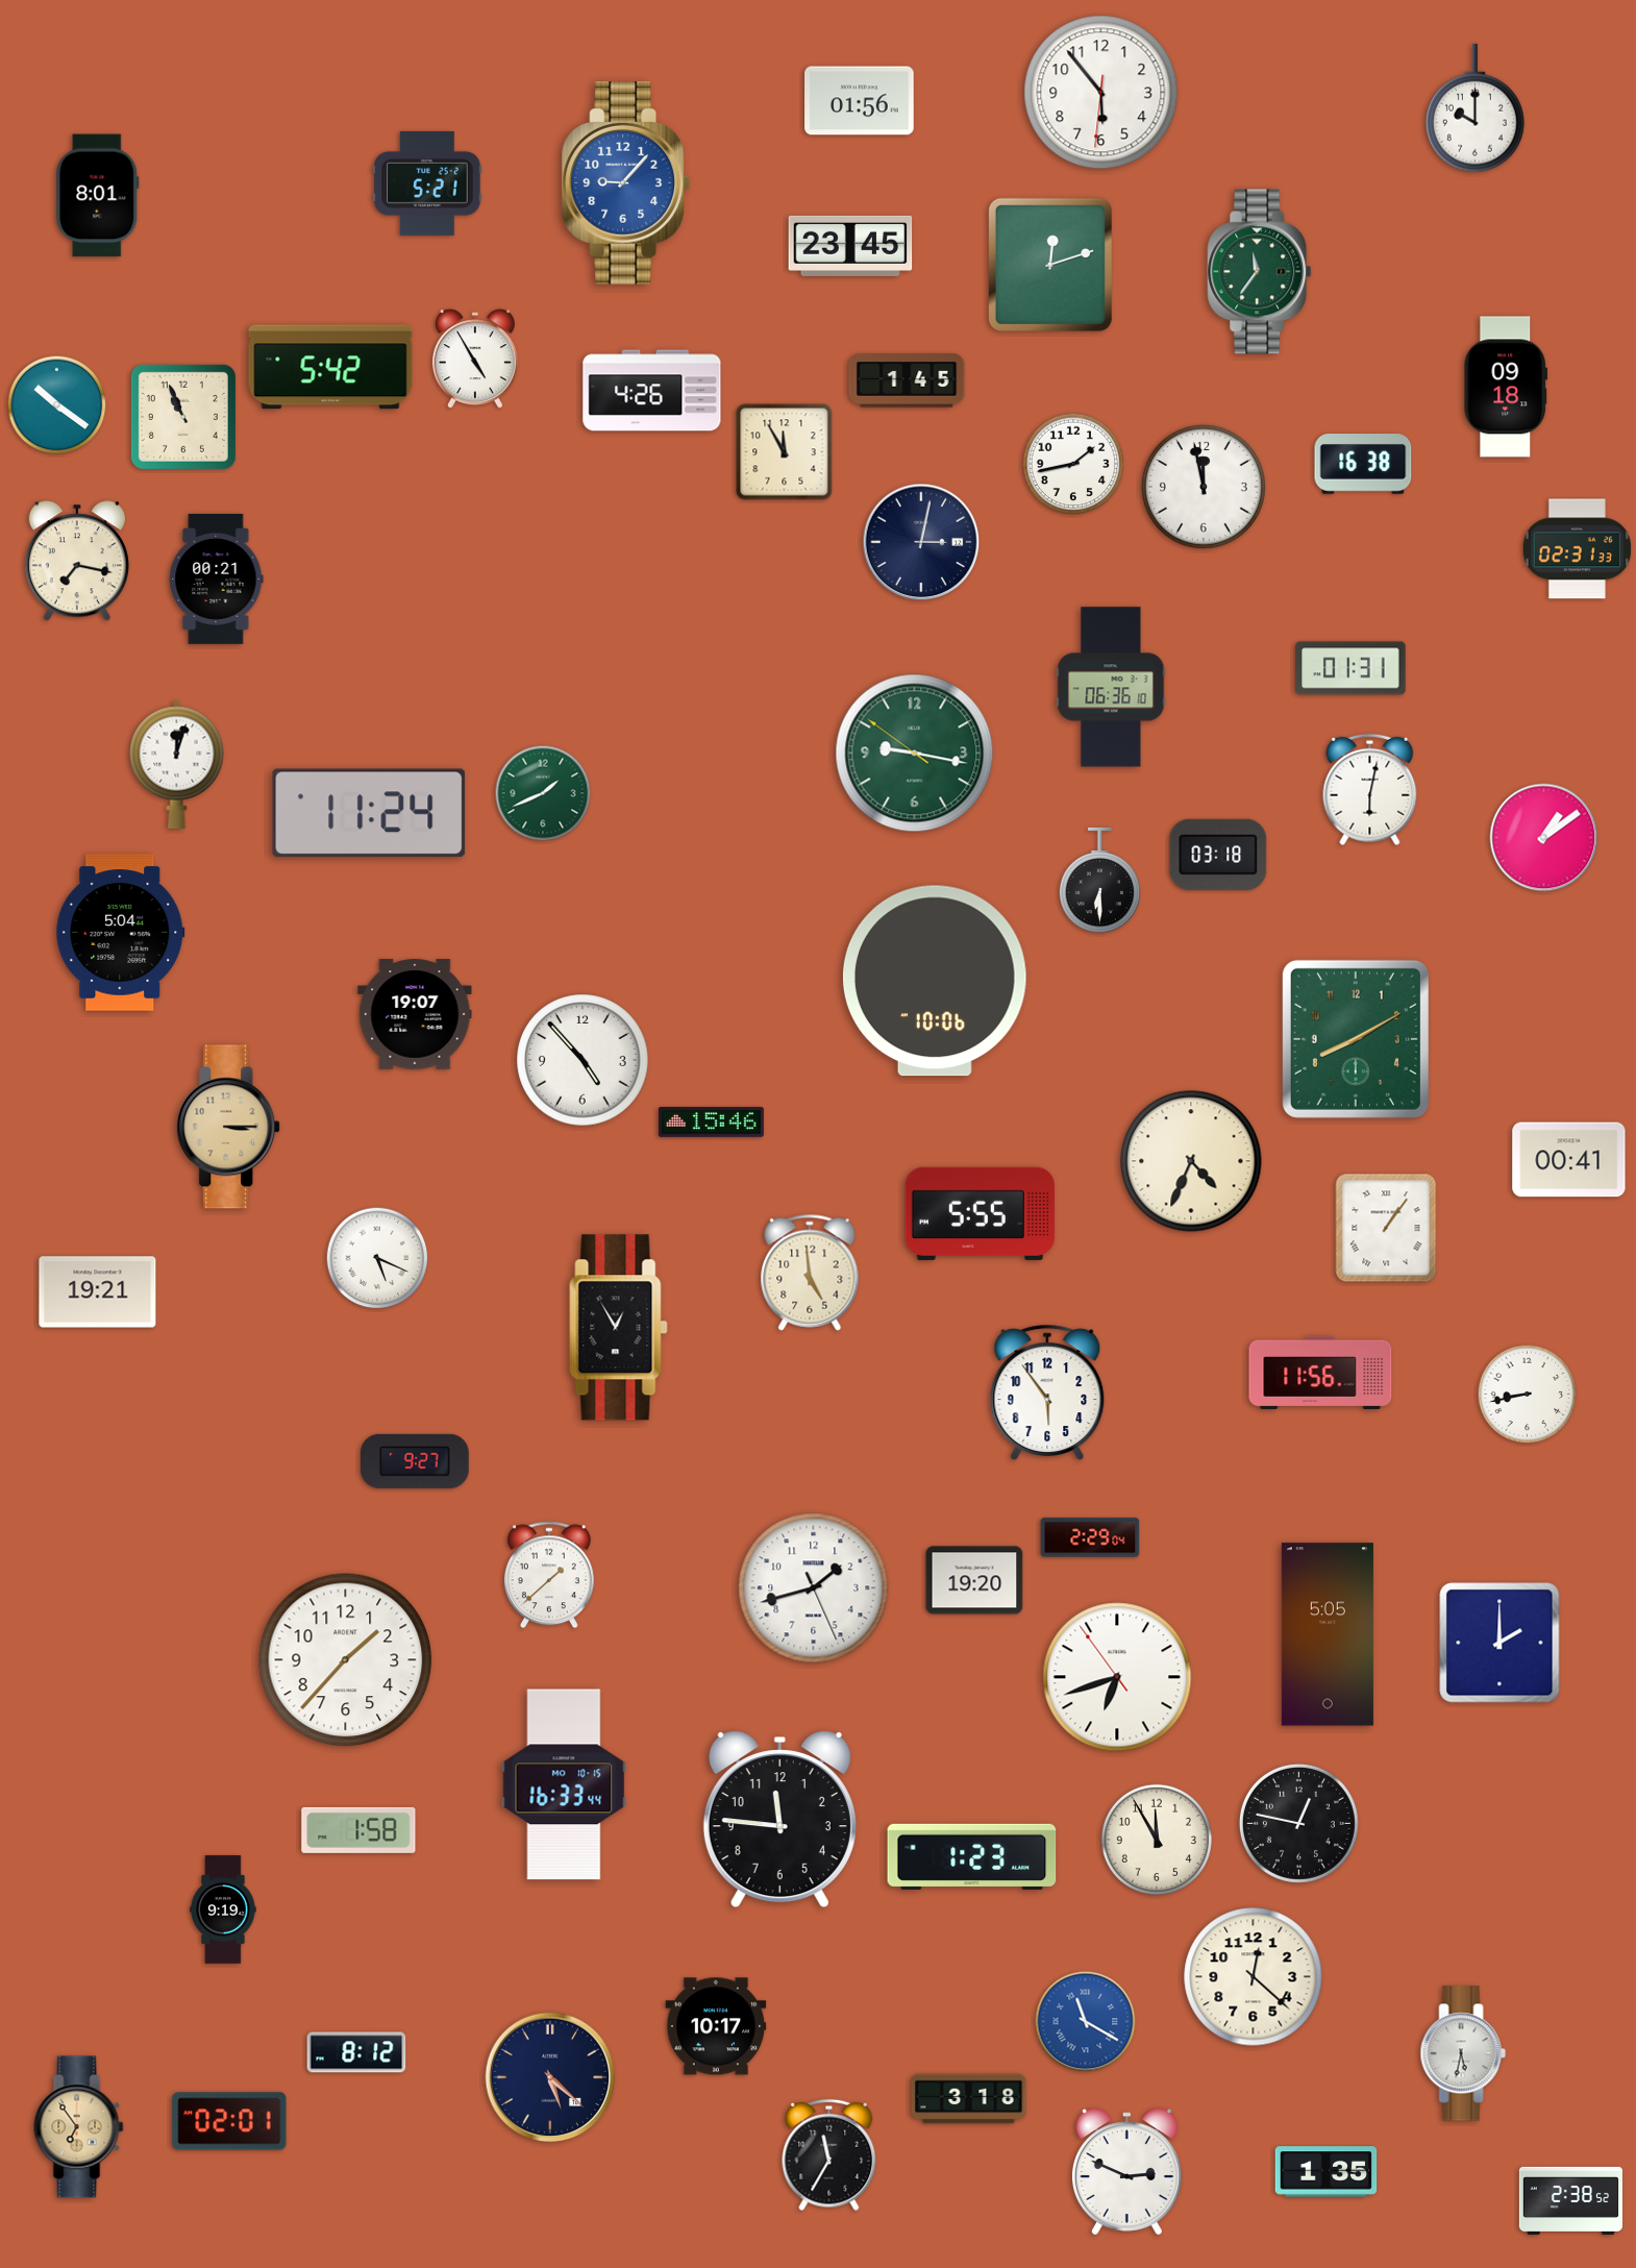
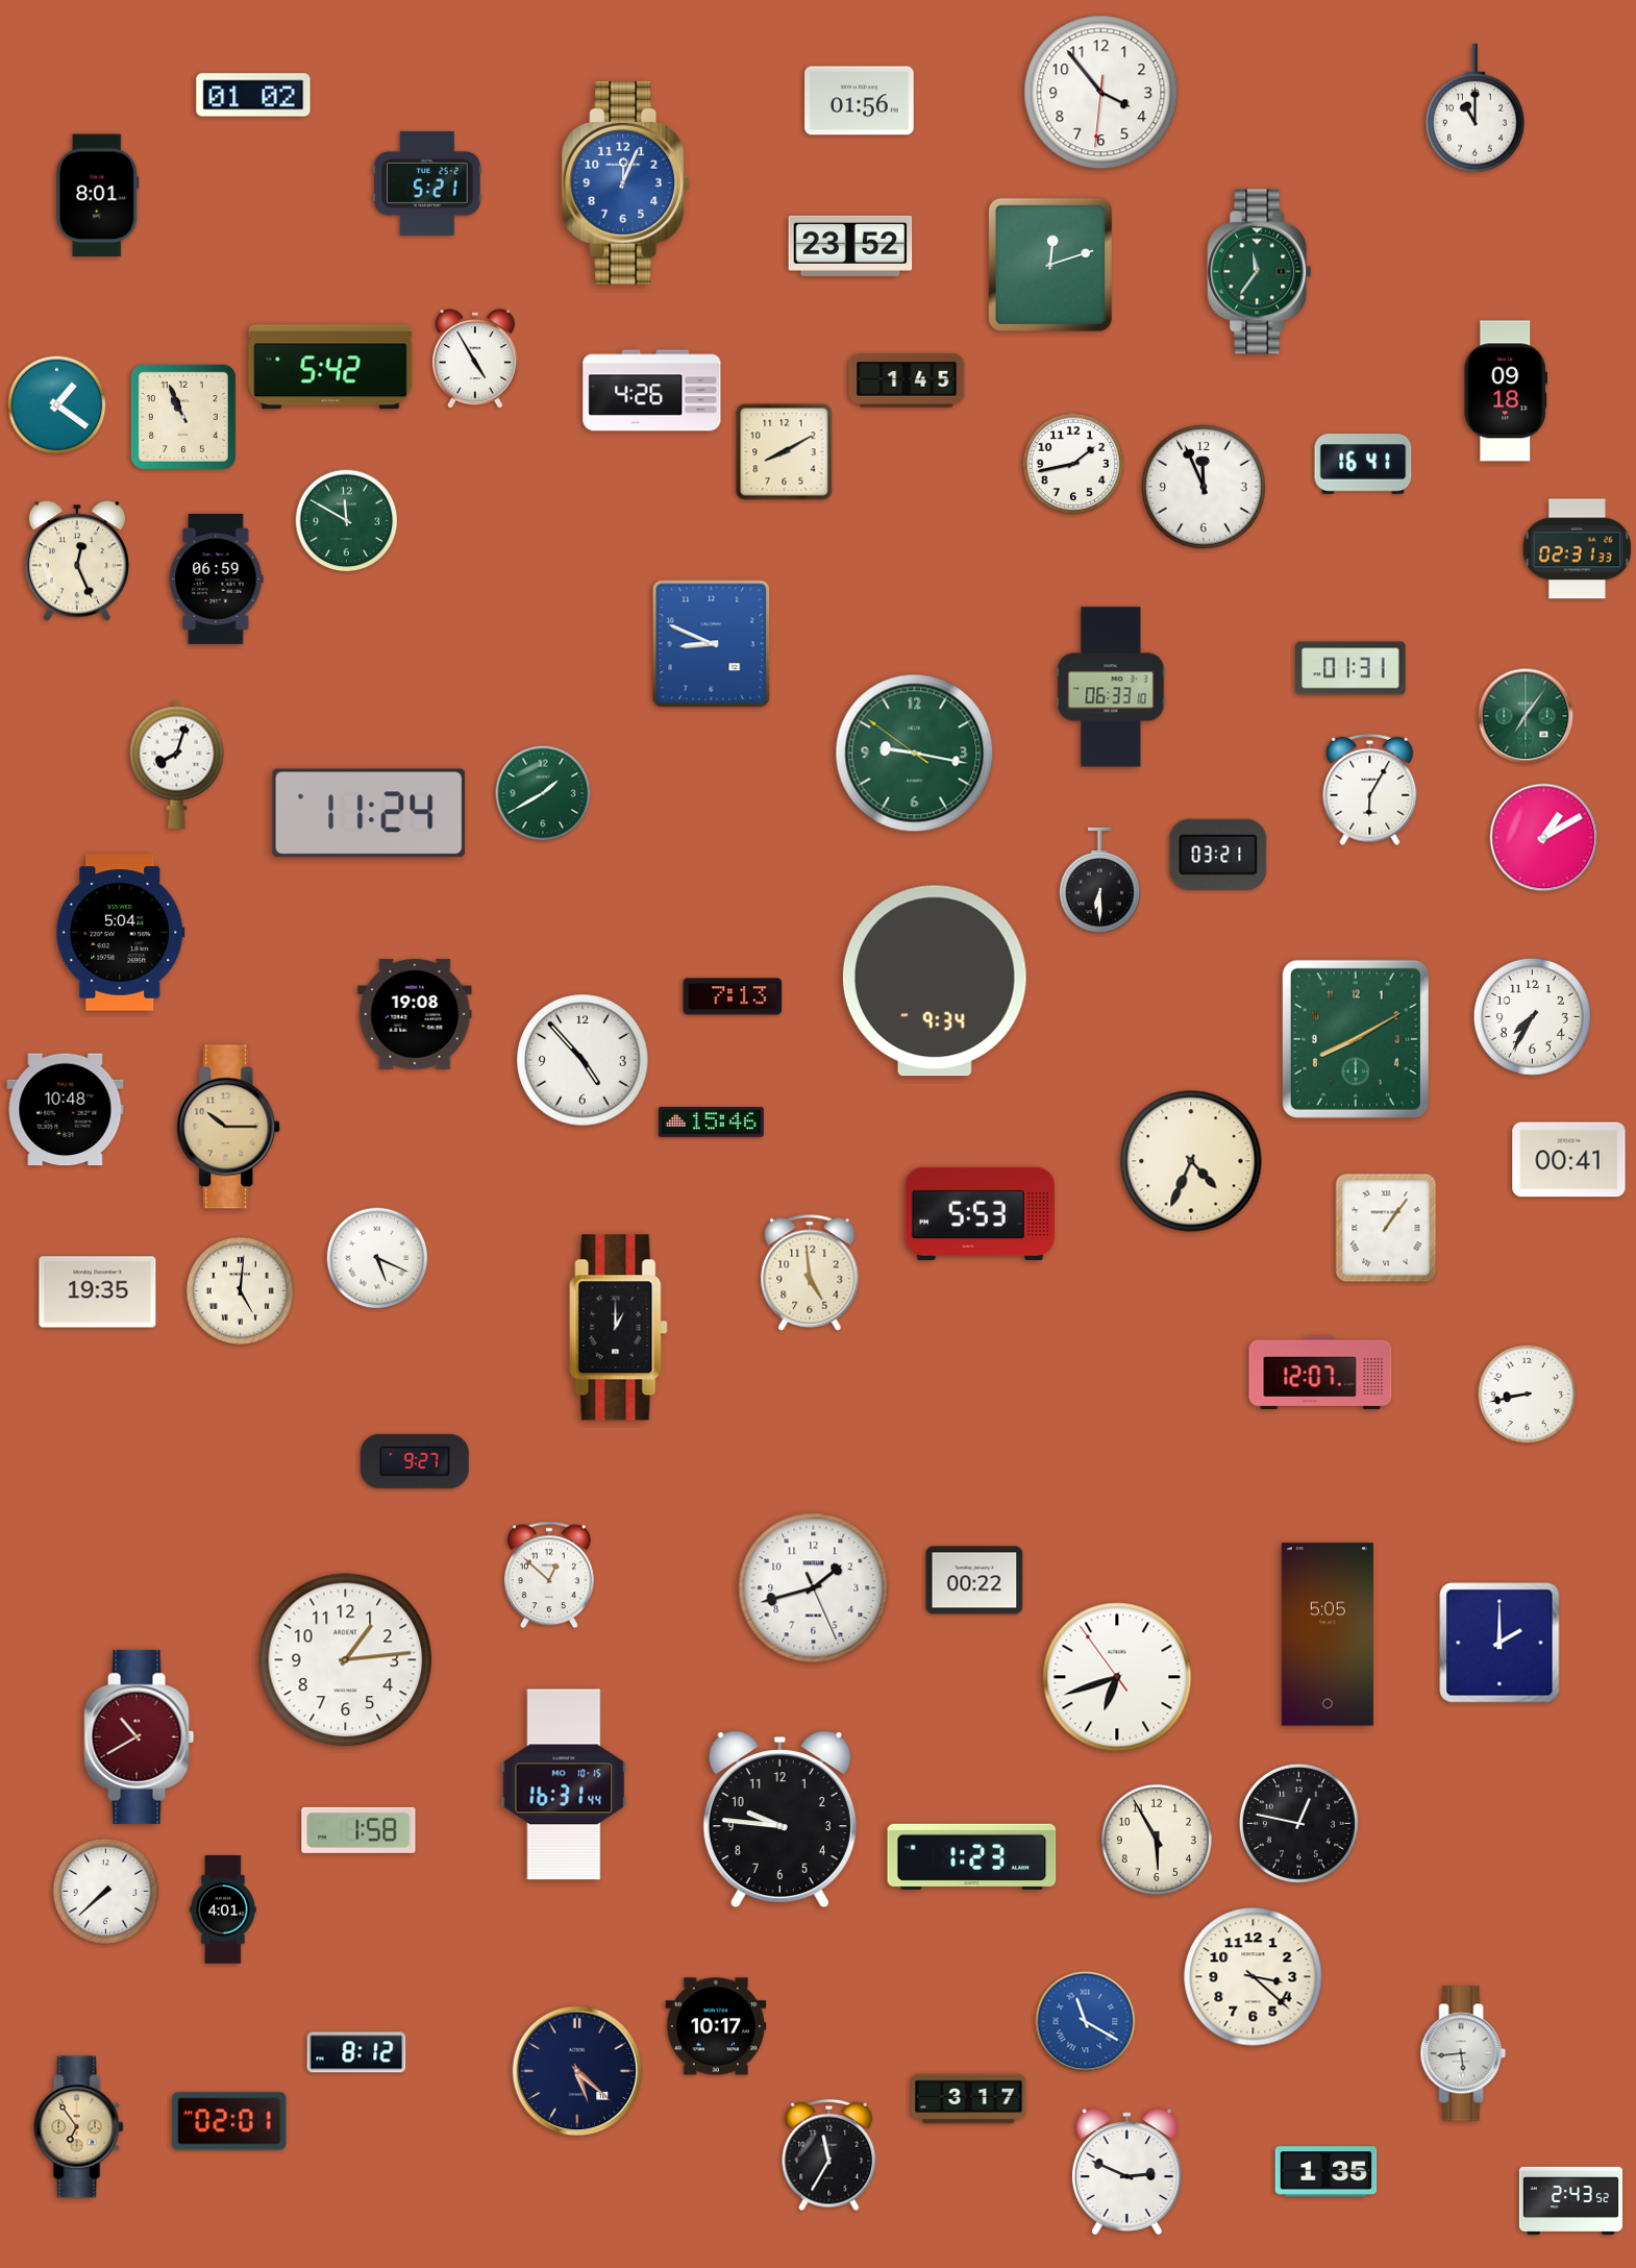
clock at (1101, 93): 5:53 -> 3:53
clock at (253, 95): none -> 01:02
clock at (1476, 108): 10:00 -> 11:00
clock at (626, 183): 9:07 -> 12:04
clock at (850, 246): 23:45 -> 23:52
clock at (1505, 387) position: (1505, 387) -> (1505, 391)
clock at (57, 405): 10:21 -> 1:21
clock at (785, 452): 11:55 -> 8:10
clock at (1363, 464): 16:38 -> 16:41
clock at (1204, 487): 11:58 -> 11:56
clock at (347, 521): none -> 11:50
clock at (921, 542): 3:02 -> none
clock at (77, 561): 7:17 -> 12:26
clock at (217, 578): 00:21 -> 06:59
clock at (712, 644): none -> 8:49
clock at (1111, 687): 06:36 -> 06:33
clock at (1526, 716): none -> 7:06
clock at (177, 764): 12:03 -> 8:03
clock at (1370, 790): 6:02 -> 6:05
clock at (543, 793): 1:41 -> 1:40
clock at (1544, 838): 1:09 -> 1:10
clock at (1218, 855): 03:18 -> 03:21
clock at (935, 981): 10:06 -> 9:34
clock at (733, 996): none -> 7:13
clock at (415, 1014): 19:07 -> 19:08
clock at (1532, 1016): none -> 7:35
clock at (66, 1110): none -> 10:48
clock at (229, 1127): 3:15 -> 10:15
clock at (980, 1213): 5:55 -> 5:53
clock at (240, 1290): none -> 5:01
clock at (98, 1292): 19:21 -> 19:35
clock at (619, 1328): 12:55 -> 1:00
clock at (1320, 1373): 11:56 -> 12:07
clock at (1047, 1392): 5:54 -> none
clock at (1090, 1537): 2:29 -> none
clock at (549, 1575): 1:38 -> 12:52
clock at (974, 1580): 19:20 -> 00:22
clock at (346, 1660): 1:37 -> 1:14
clock at (140, 1736): none -> 10:40
clock at (564, 1784): 16:33 -> 16:31
clock at (779, 1820): 11:46 -> 9:46
clock at (1157, 1840): 11:55 -> 5:55
clock at (106, 1892): none -> 7:38
clock at (223, 1909): 9:19 -> 4:01
clock at (1254, 1977): 12:22 -> 3:22
clock at (1463, 2053): 5:32 -> 5:44
clock at (550, 2077) position: (550, 2077) -> (577, 2071)
clock at (969, 2099): 3:18 -> 3:17
clock at (1570, 2200): 2:38 -> 2:43
